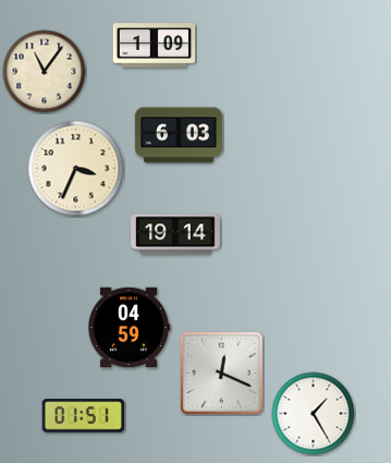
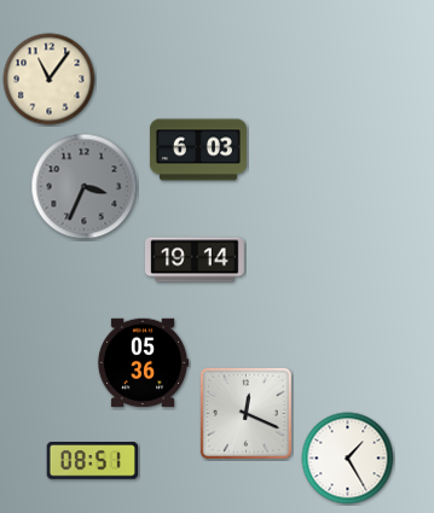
clock at (155, 46): 1:09 -> none
clock at (76, 169) dial: cream -> grey
clock at (129, 328): 04:59 -> 05:36
clock at (84, 416): 01:51 -> 08:51
